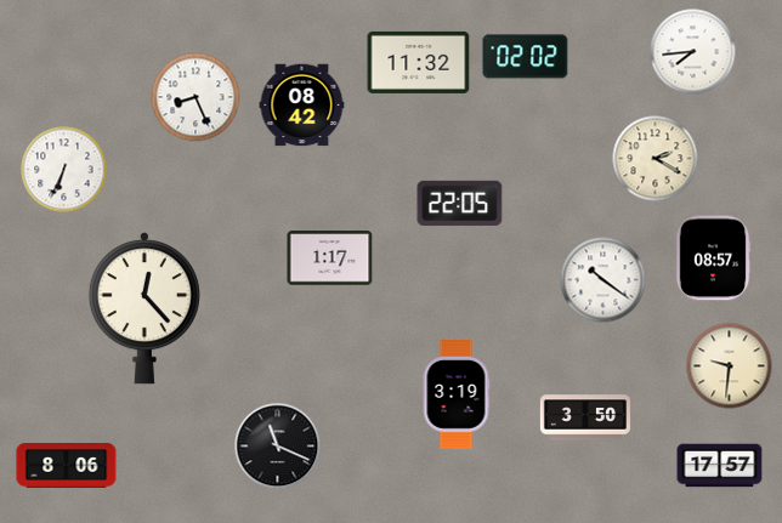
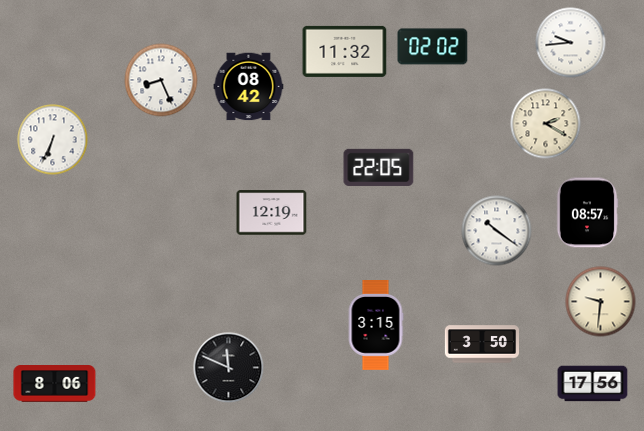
clock at (693, 52): 7:44 -> 9:44
clock at (656, 159) position: (656, 159) -> (546, 124)
clock at (330, 258): 1:17 -> 12:19
clock at (144, 308): 12:23 -> none
clock at (457, 396): 3:19 -> 3:15
clock at (278, 447): 11:19 -> 11:49
clock at (720, 466): 17:57 -> 17:56
